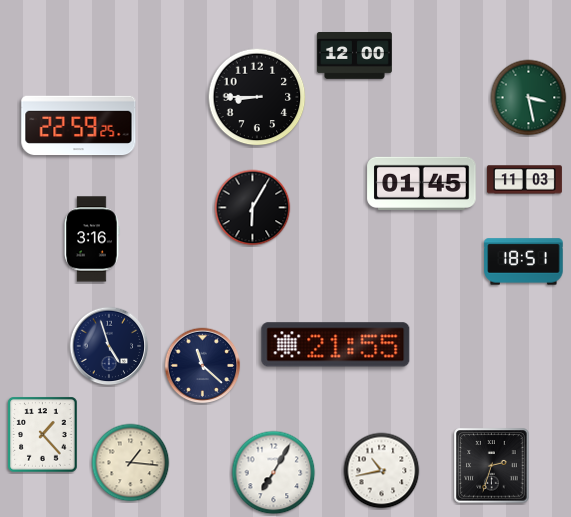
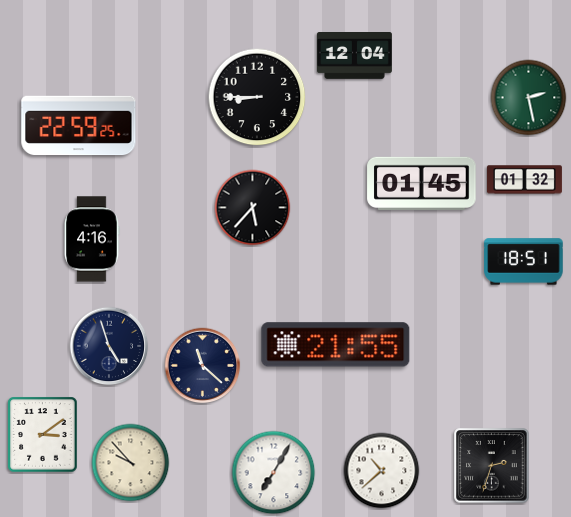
clock at (354, 56): 12:00 -> 12:04
clock at (529, 98): 3:28 -> 2:28
clock at (524, 180): 11:03 -> 01:32
clock at (253, 208): 6:05 -> 5:37
clock at (92, 239): 3:16 -> 4:16
clock at (43, 435): 1:23 -> 3:09
clock at (131, 463): 1:16 -> 9:53
clock at (382, 471): 10:43 -> 10:38
